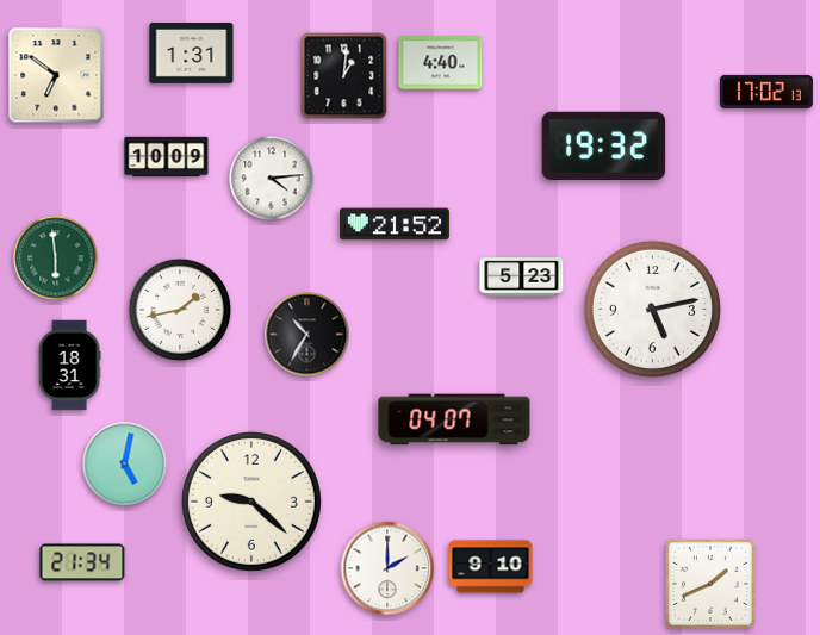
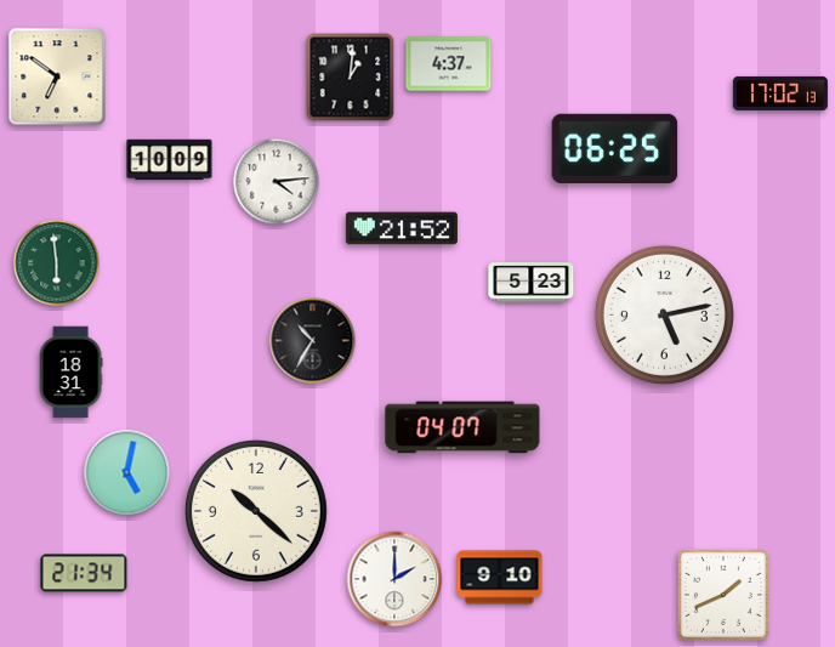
clock at (192, 54): 1:31 -> none
clock at (441, 63): 4:40 -> 4:37
clock at (604, 145): 19:32 -> 06:25
clock at (180, 310): 1:43 -> none
clock at (251, 502): 9:22 -> 10:22
